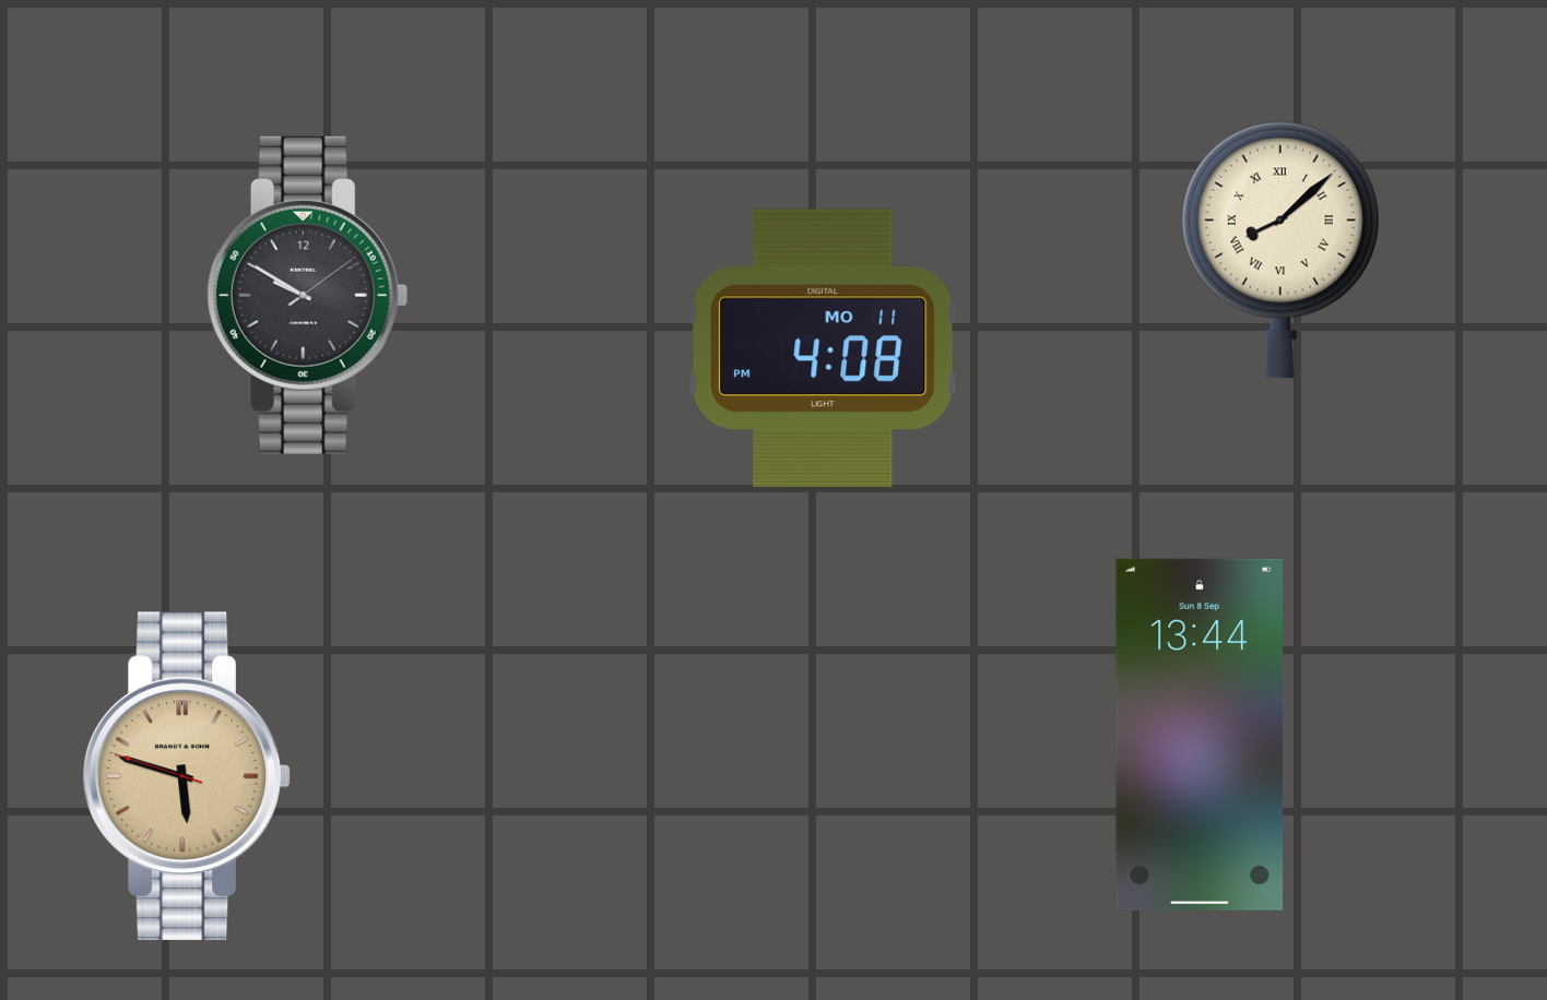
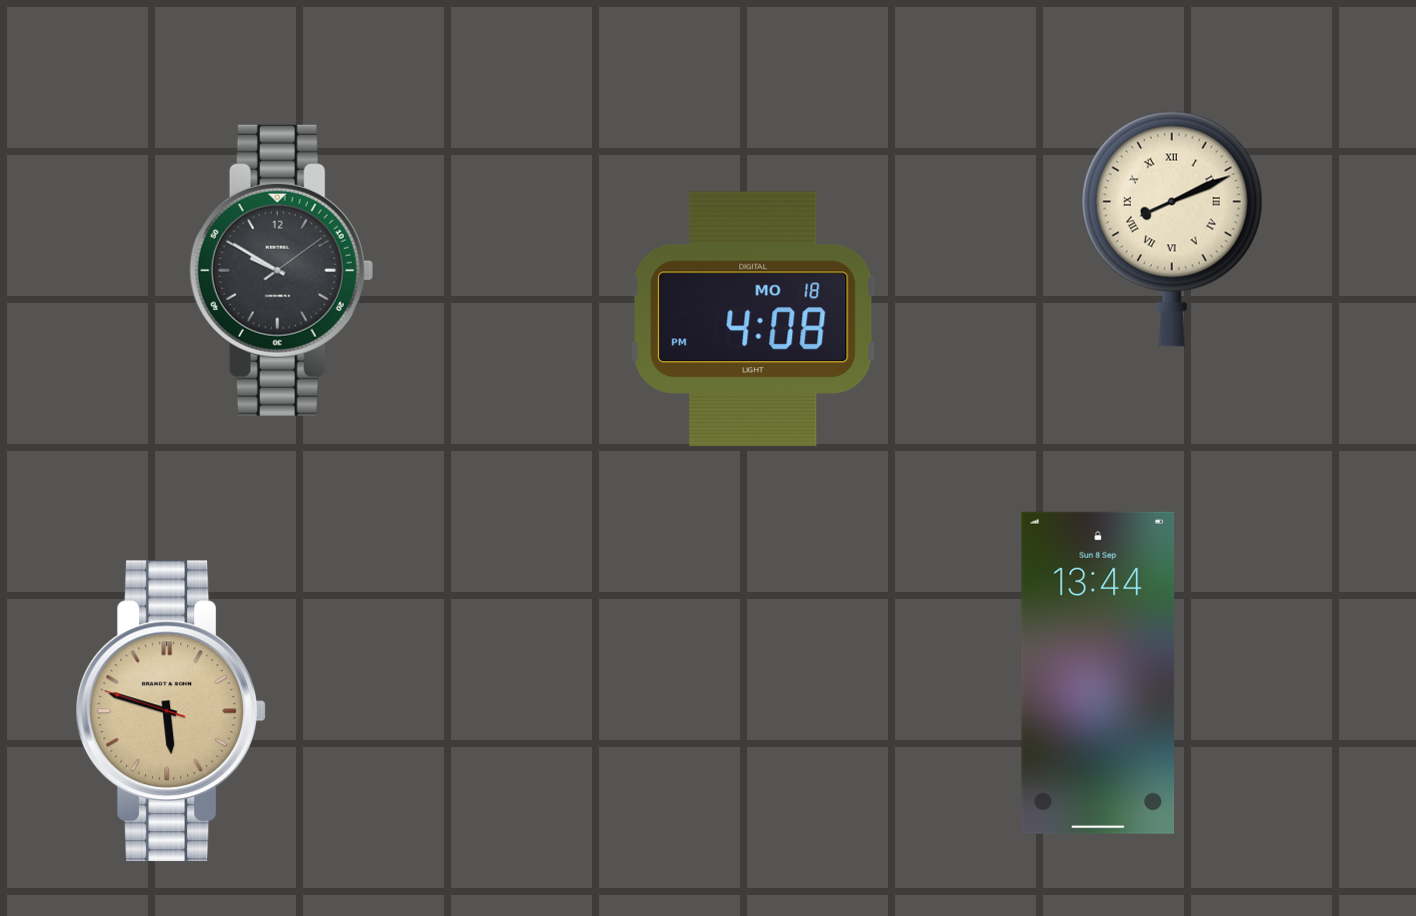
clock at (1280, 250): 8:08 -> 8:11
clock at (823, 348) date: MO 11 -> MO 18
